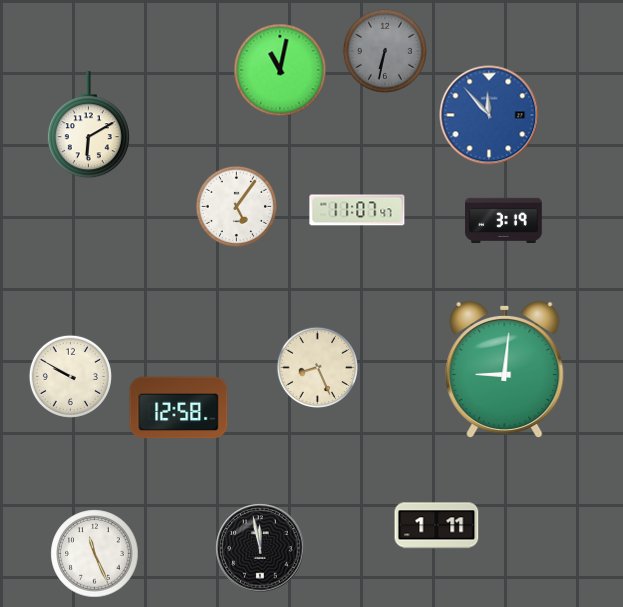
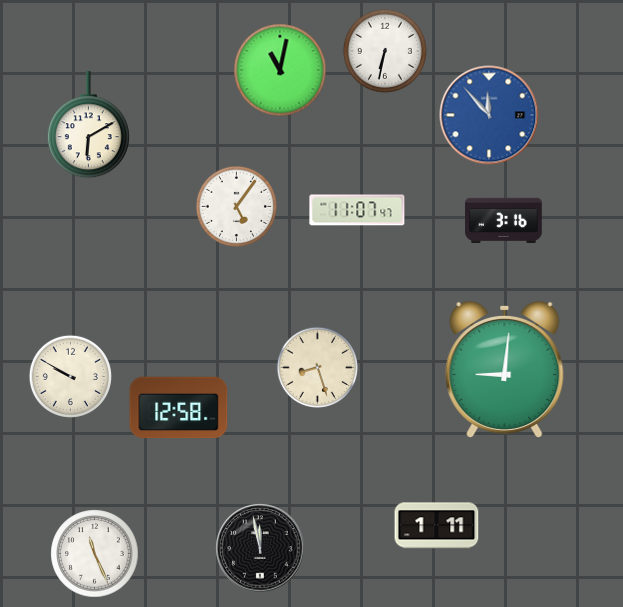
clock at (385, 51) dial: grey -> white
clock at (504, 220): 3:19 -> 3:16
clock at (318, 368): 8:26 -> 8:27
